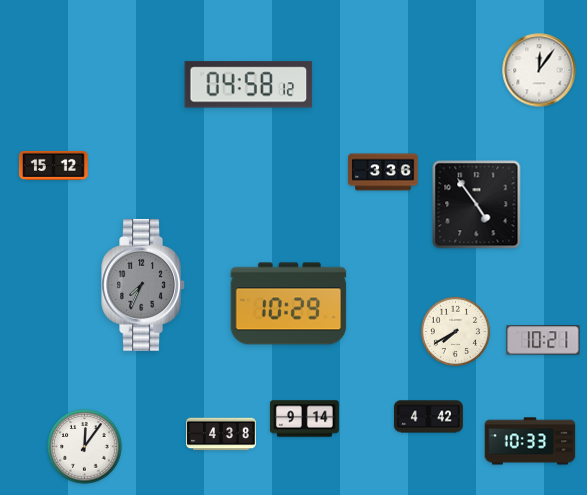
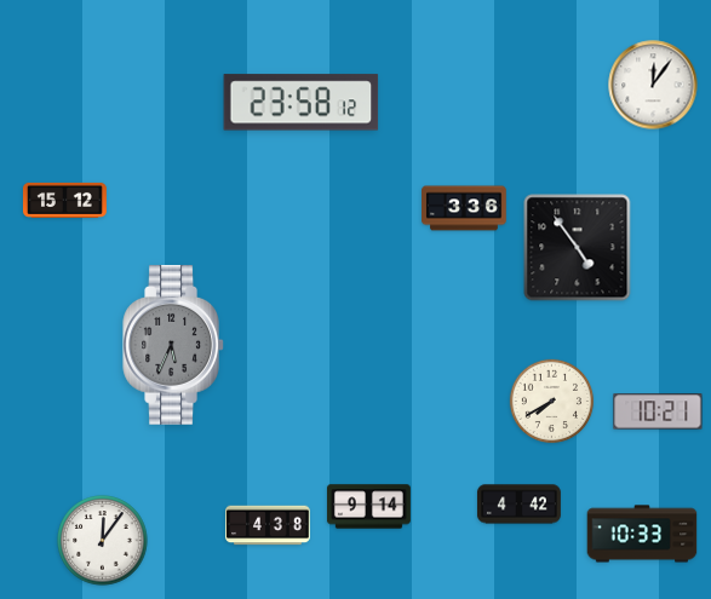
clock at (249, 85): 04:58 -> 23:58
clock at (143, 285): 7:34 -> 5:34
clock at (289, 304): 10:29 -> none
